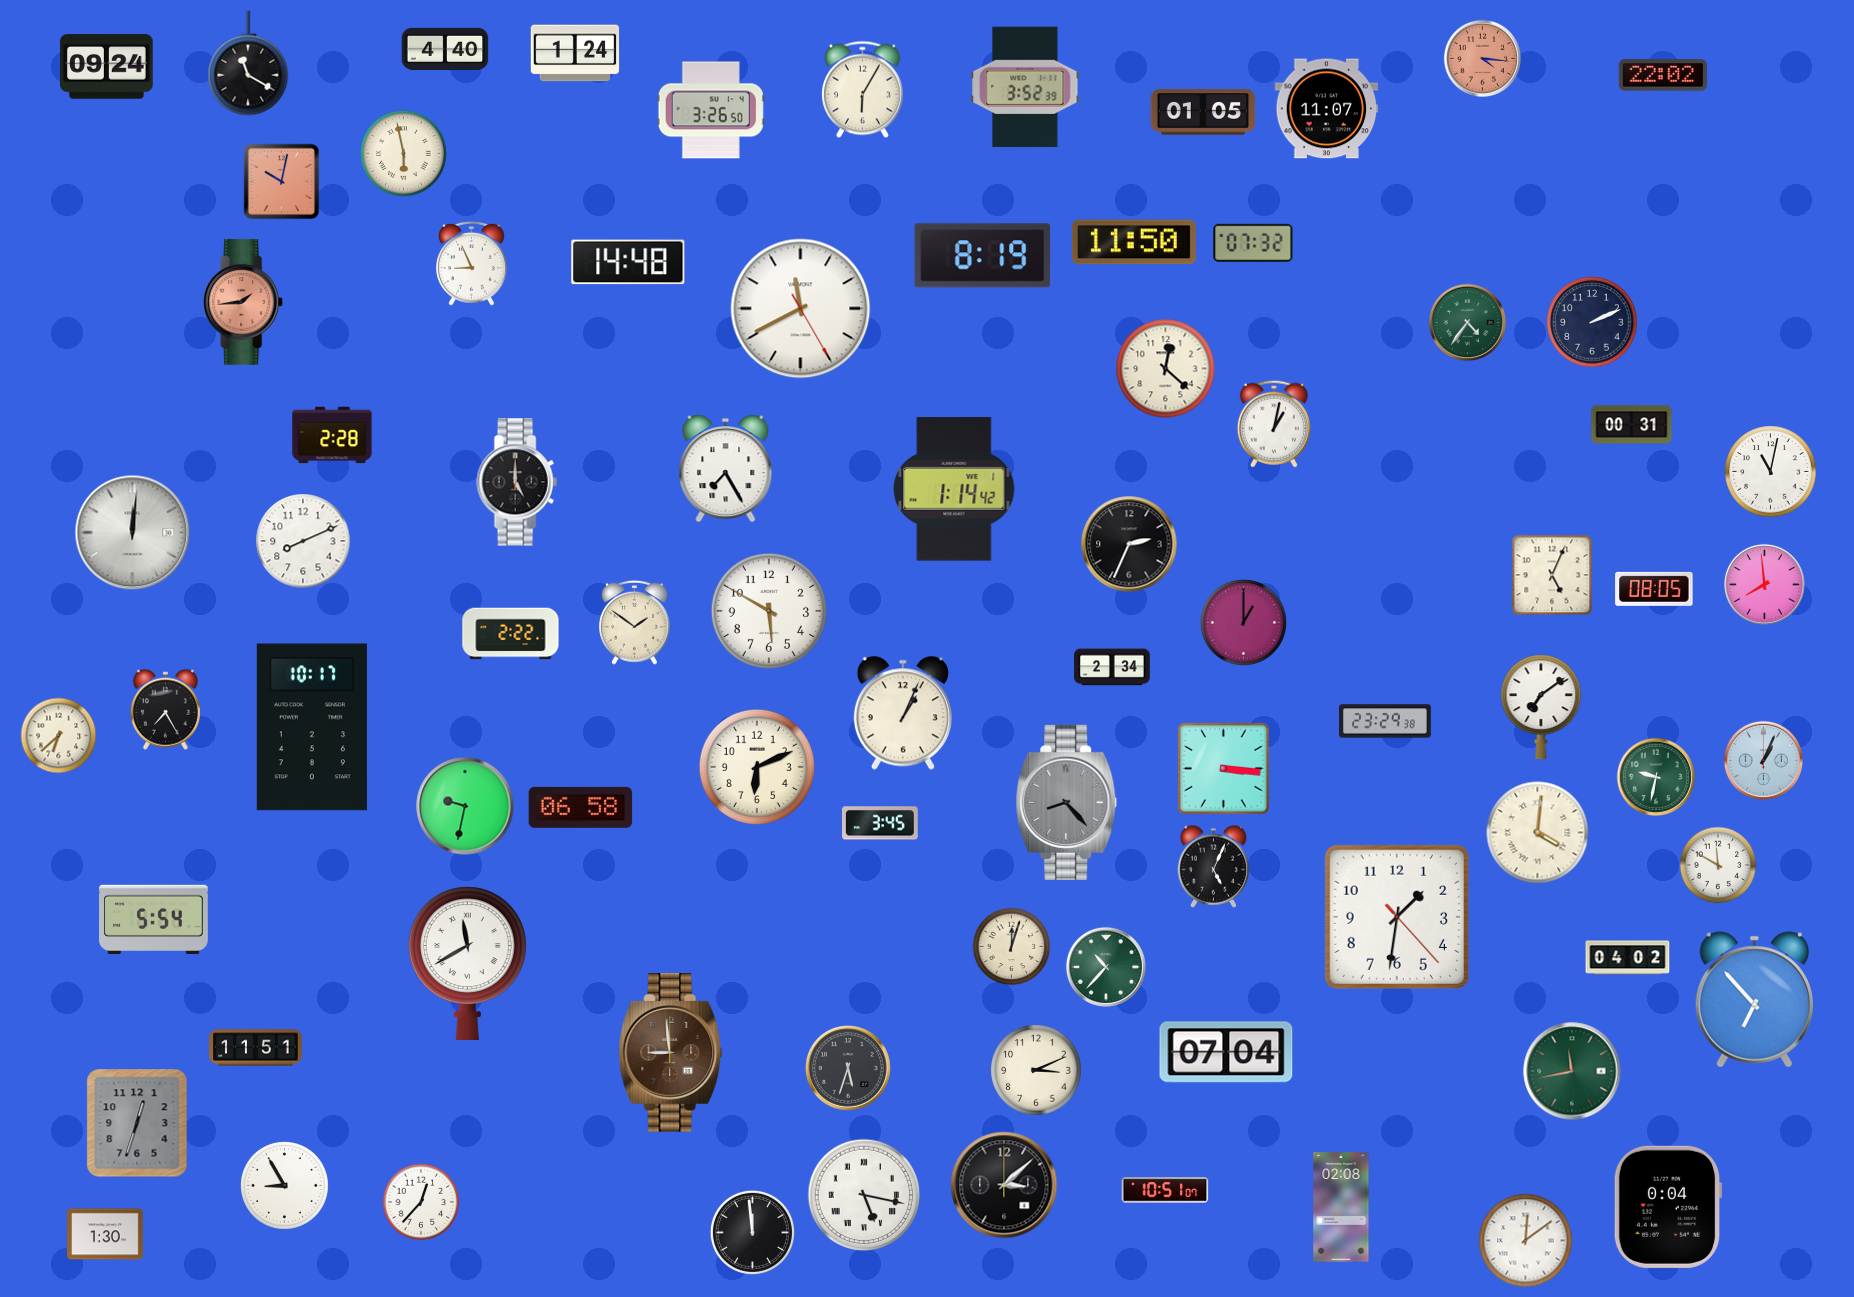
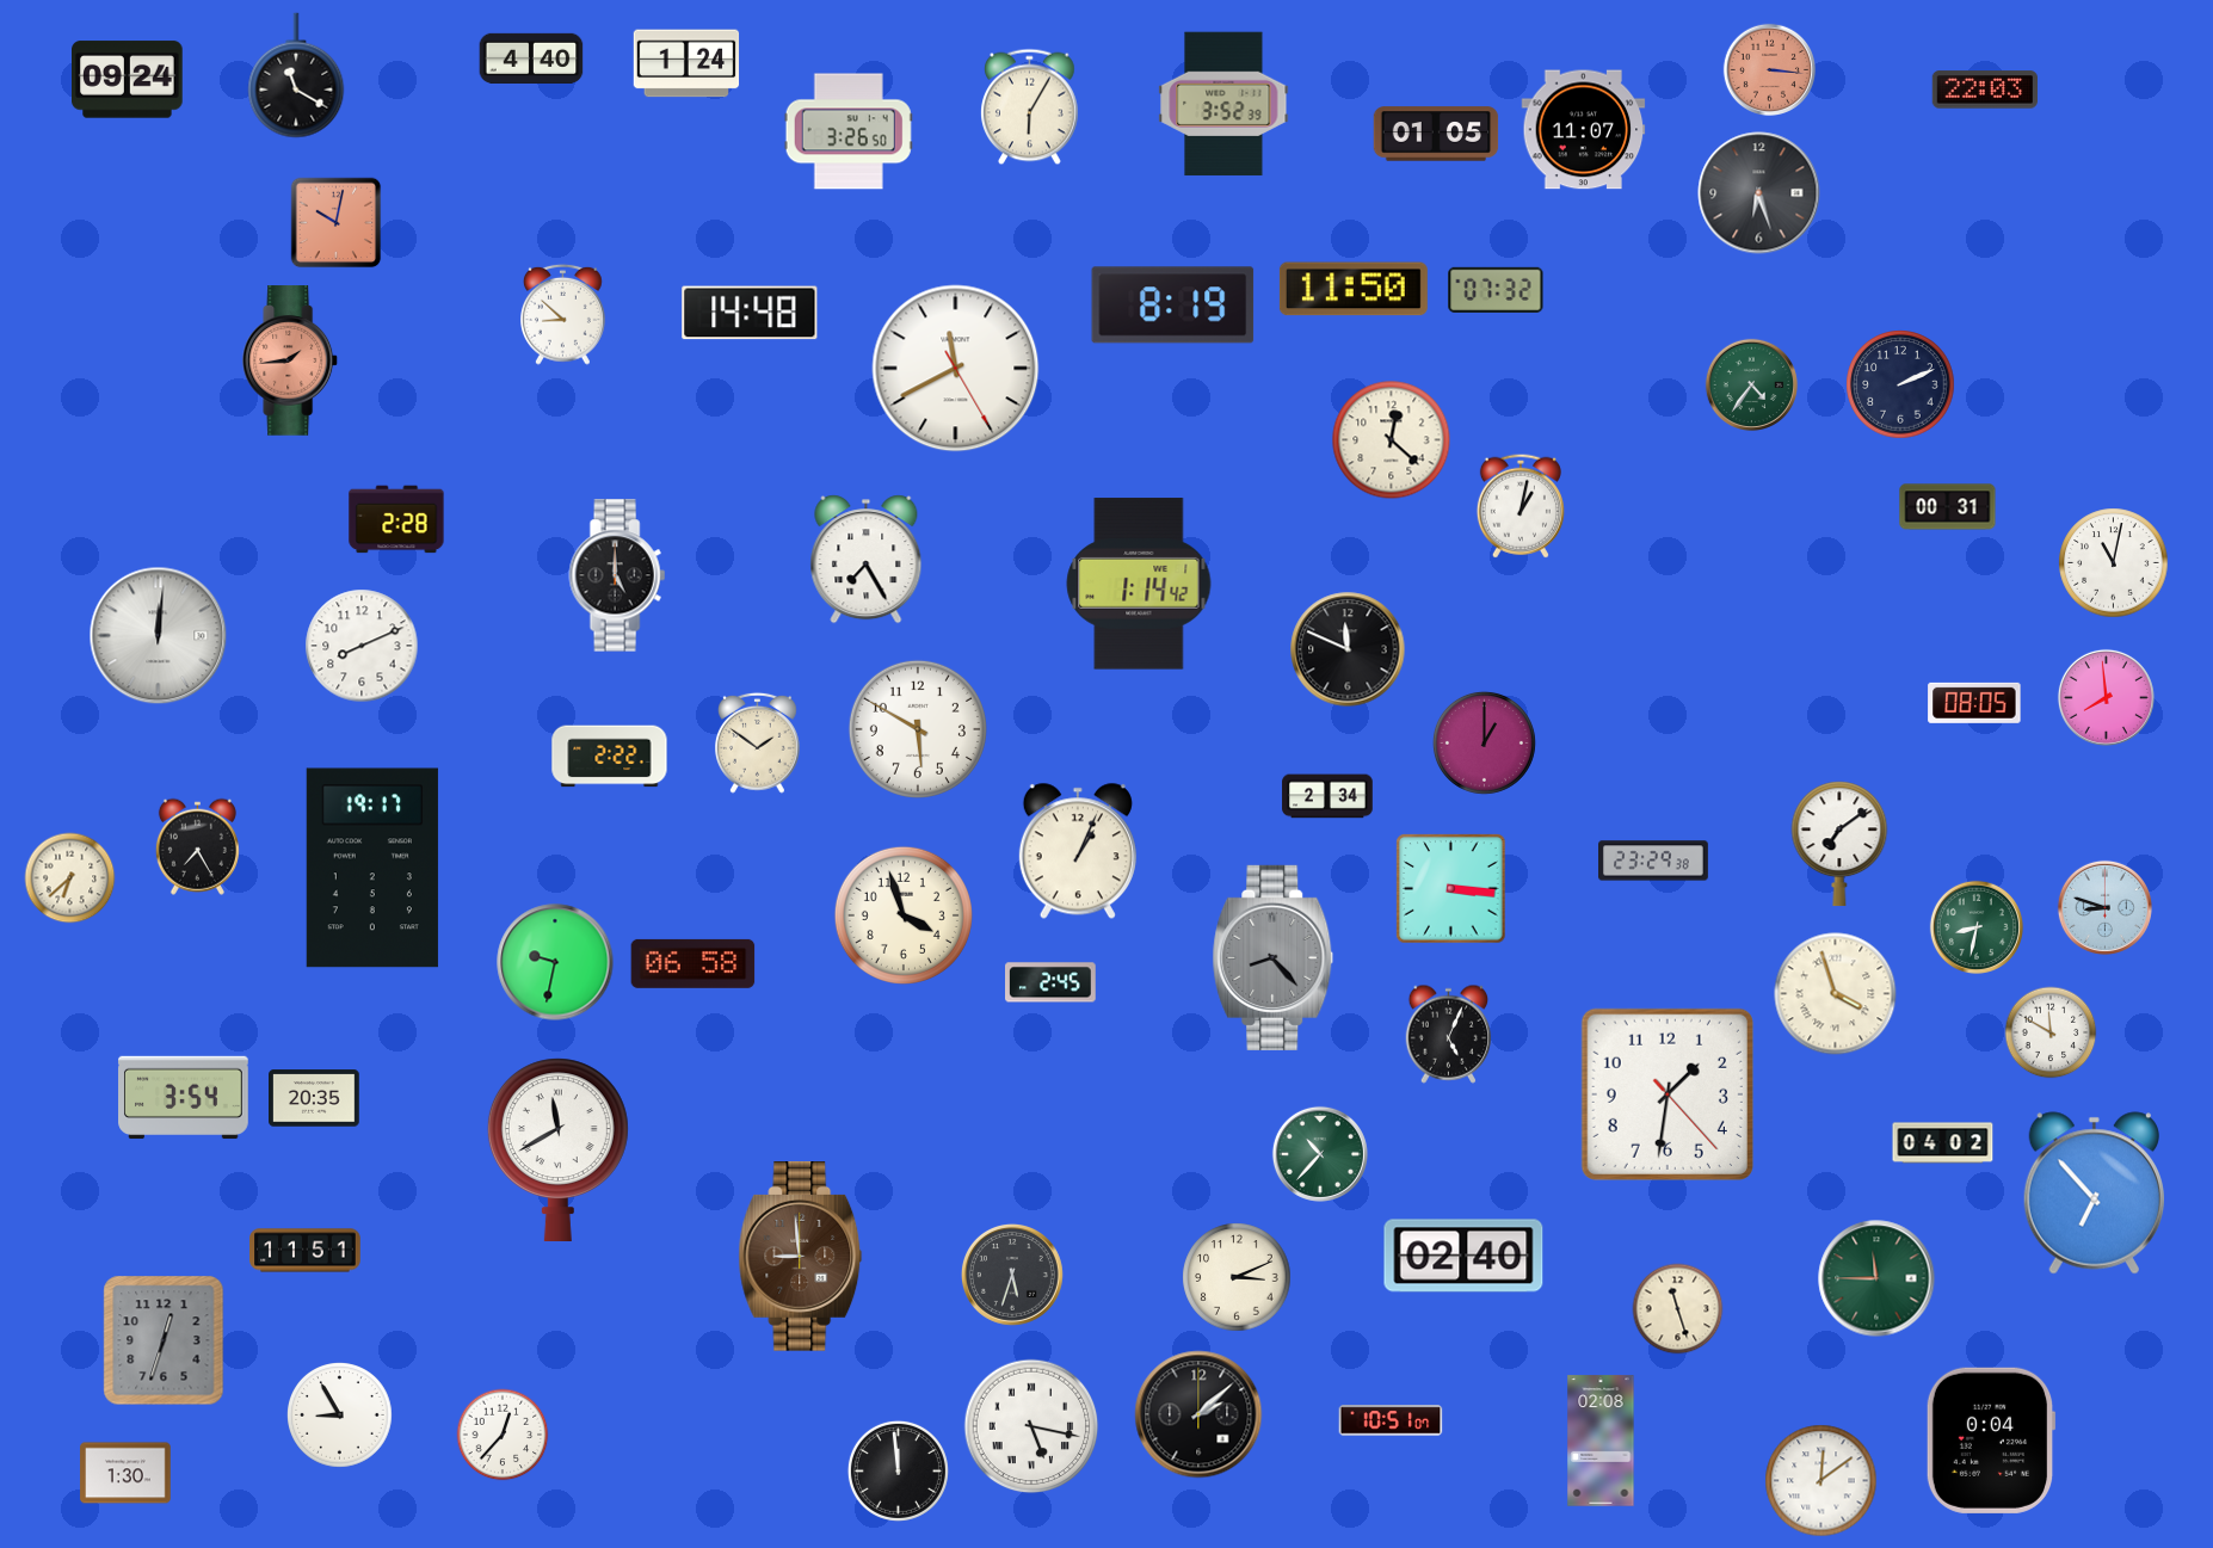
clock at (1482, 58): 4:16 -> 3:16
clock at (1662, 75): 22:02 -> 22:03
clock at (403, 153): 5:58 -> none
clock at (1759, 193): none -> 6:27
clock at (282, 182) position: (282, 182) -> (337, 223)
clock at (472, 263): 8:56 -> 8:52
clock at (1129, 544): 2:34 -> 11:49
clock at (1552, 575): 5:04 -> none
clock at (312, 727): 10:17 -> 19:17
clock at (1763, 760): 1:04 -> 8:48
clock at (757, 767): 6:11 -> 3:57
clock at (1224, 769) position: (1224, 769) -> (1451, 889)
clock at (1656, 777): 9:32 -> 8:32
clock at (881, 823): 3:45 -> 2:45
clock at (1538, 833): 4:01 -> 3:57
clock at (154, 920): 5:54 -> 3:54
clock at (314, 1098): none -> 20:35
clock at (1012, 947): 12:03 -> none
clock at (1226, 1052): 07:04 -> 02:40
clock at (1572, 1071): 11:43 -> 11:45
clock at (1678, 1309): none -> 11:27
clock at (1004, 1185): 3:08 -> 2:08
